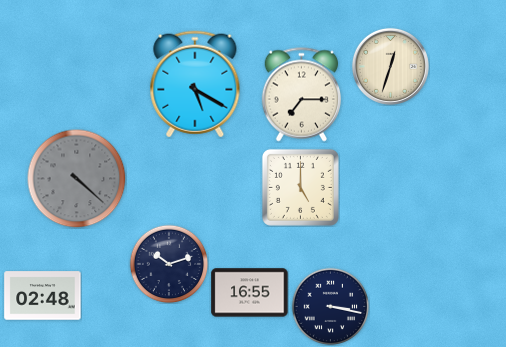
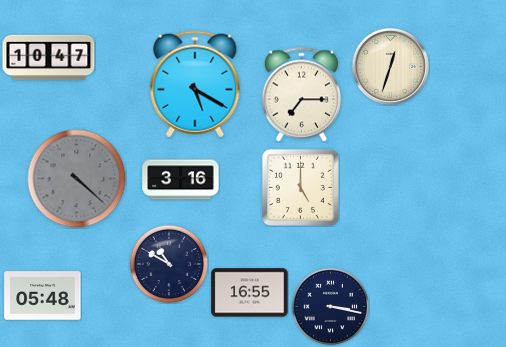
clock at (49, 58): none -> 10:47
clock at (181, 180): none -> 3:16
clock at (169, 264): 10:12 -> 10:50
clock at (43, 296): 02:48 -> 05:48
